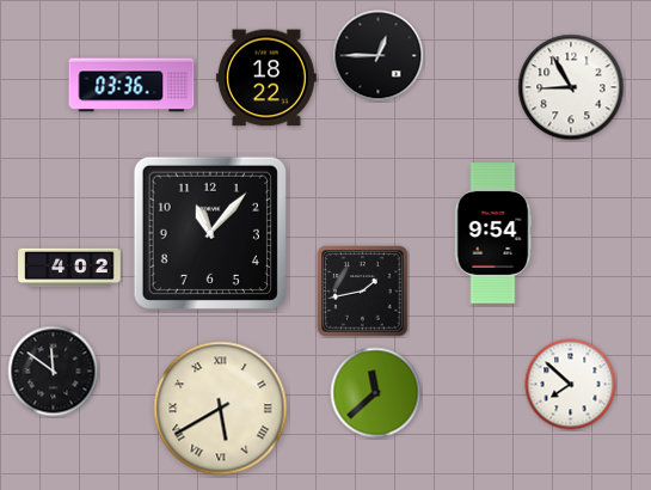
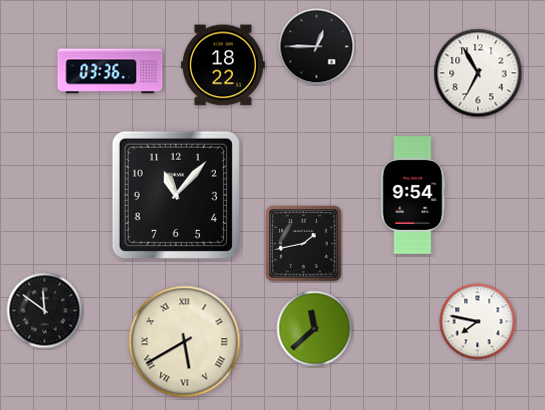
clock at (571, 87): 8:55 -> 6:55
clock at (69, 268): 4:02 -> none
clock at (571, 385): 7:52 -> 7:47
